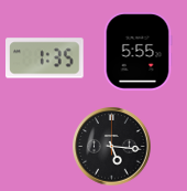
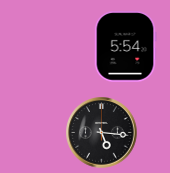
clock at (137, 52): 5:55 -> 5:54
clock at (45, 59): 1:35 -> none
